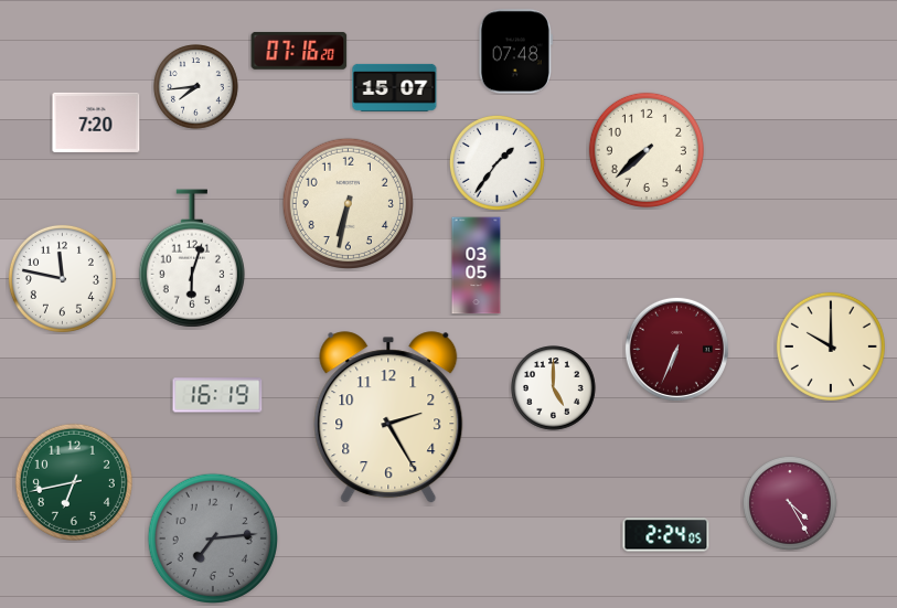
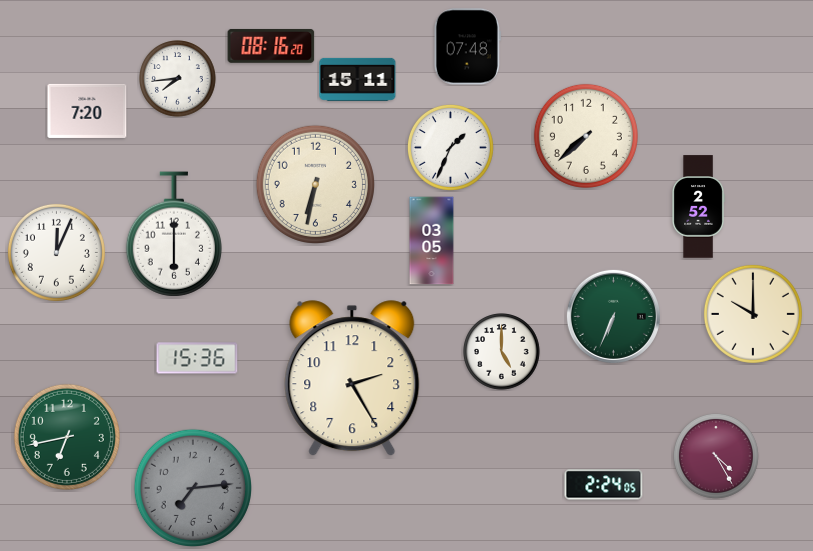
clock at (299, 51): 07:16 -> 08:16
clock at (395, 87): 15:07 -> 15:11
clock at (496, 162): 1:36 -> 1:34
clock at (698, 207): none -> 2:52
clock at (192, 258): 6:03 -> 6:00
clock at (62, 278): 11:47 -> 12:04
clock at (676, 349) dial: burgundy -> green
clock at (217, 395): 16:19 -> 15:36
